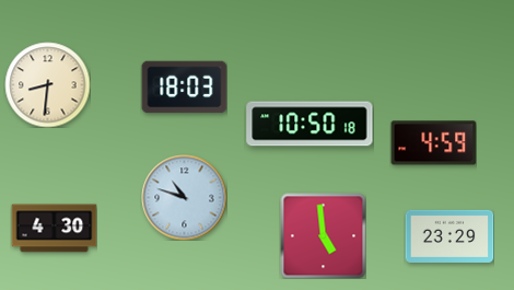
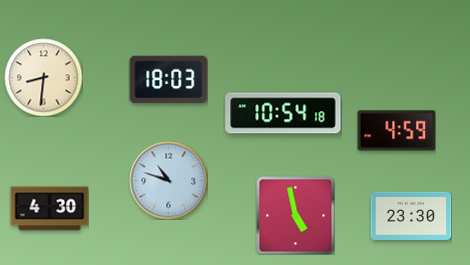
clock at (309, 124): 10:50 -> 10:54
clock at (323, 235): 4:59 -> 4:58
clock at (449, 236): 23:29 -> 23:30
